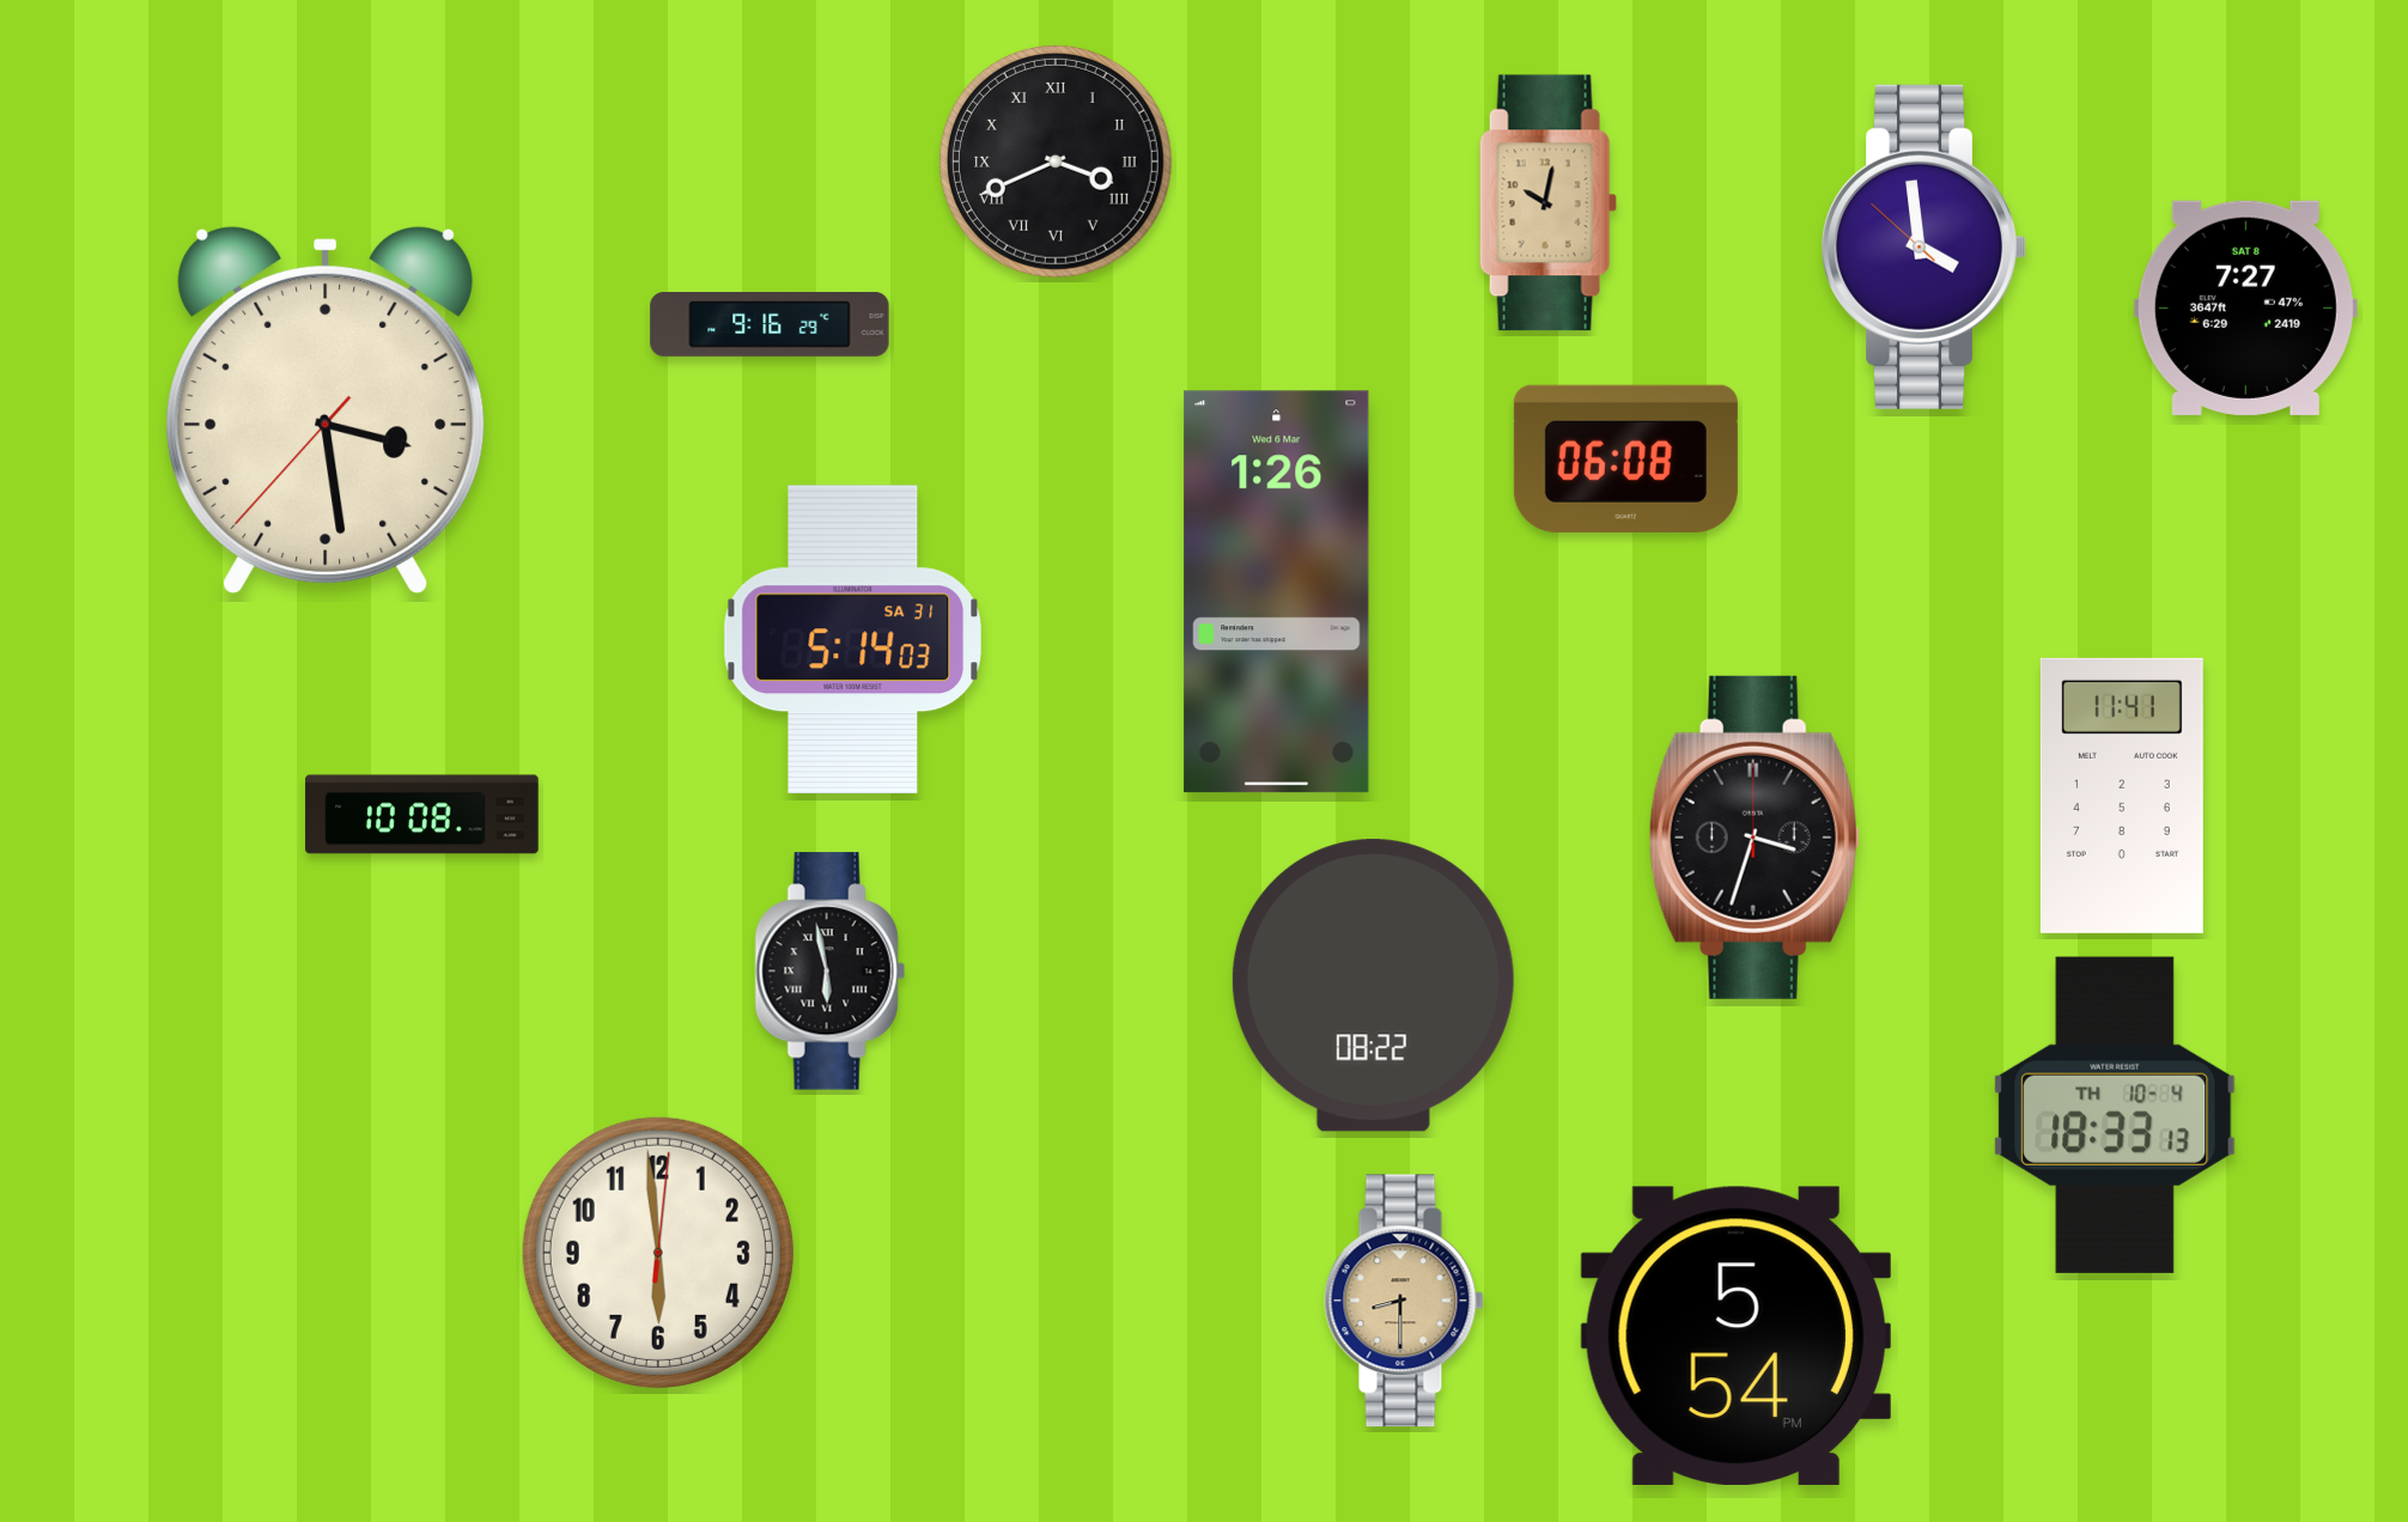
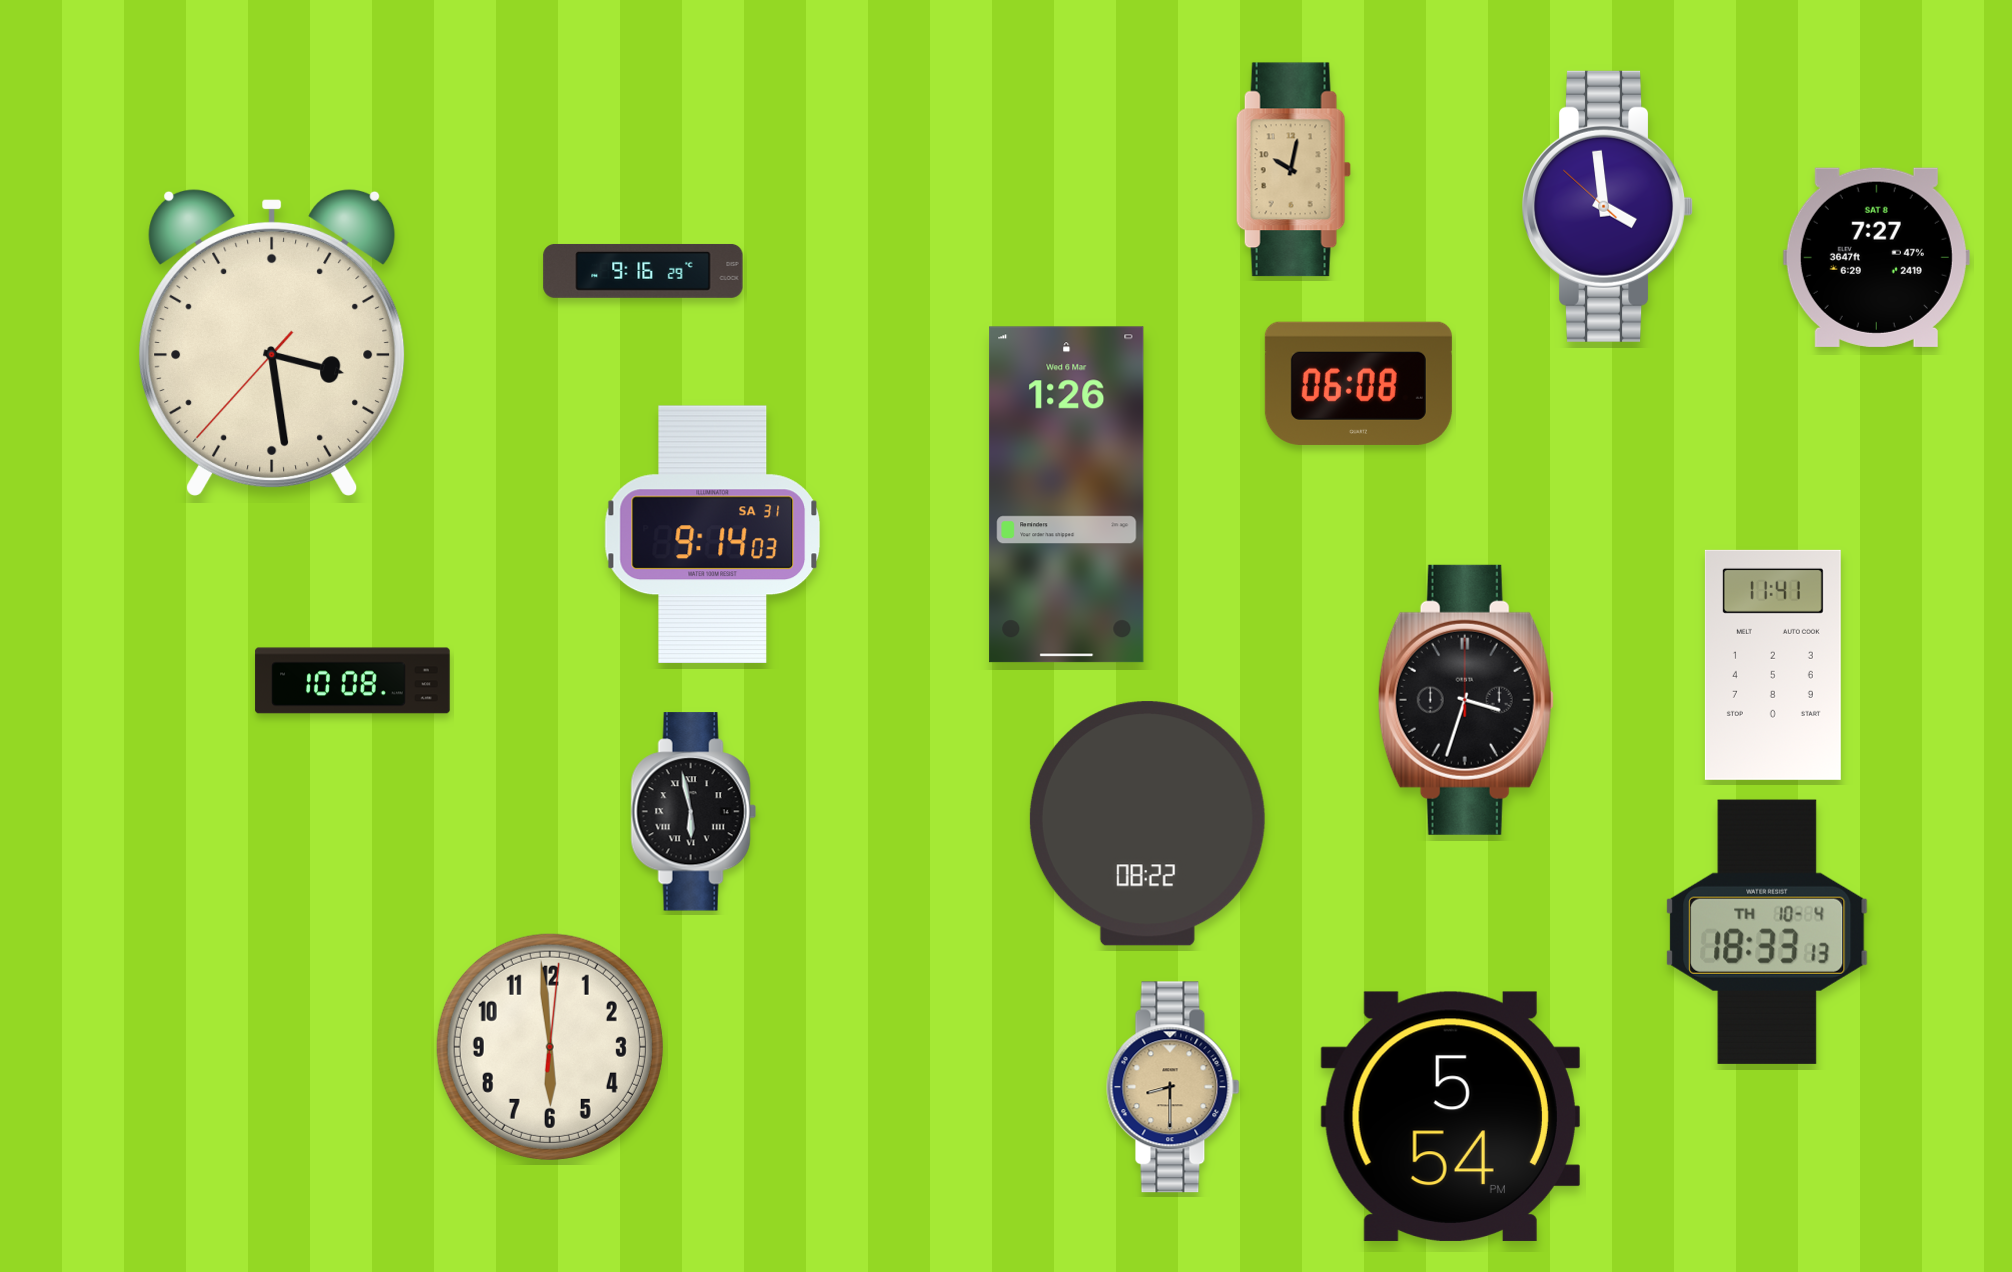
clock at (1056, 162): 3:41 -> none
clock at (852, 639): 5:14 -> 9:14
